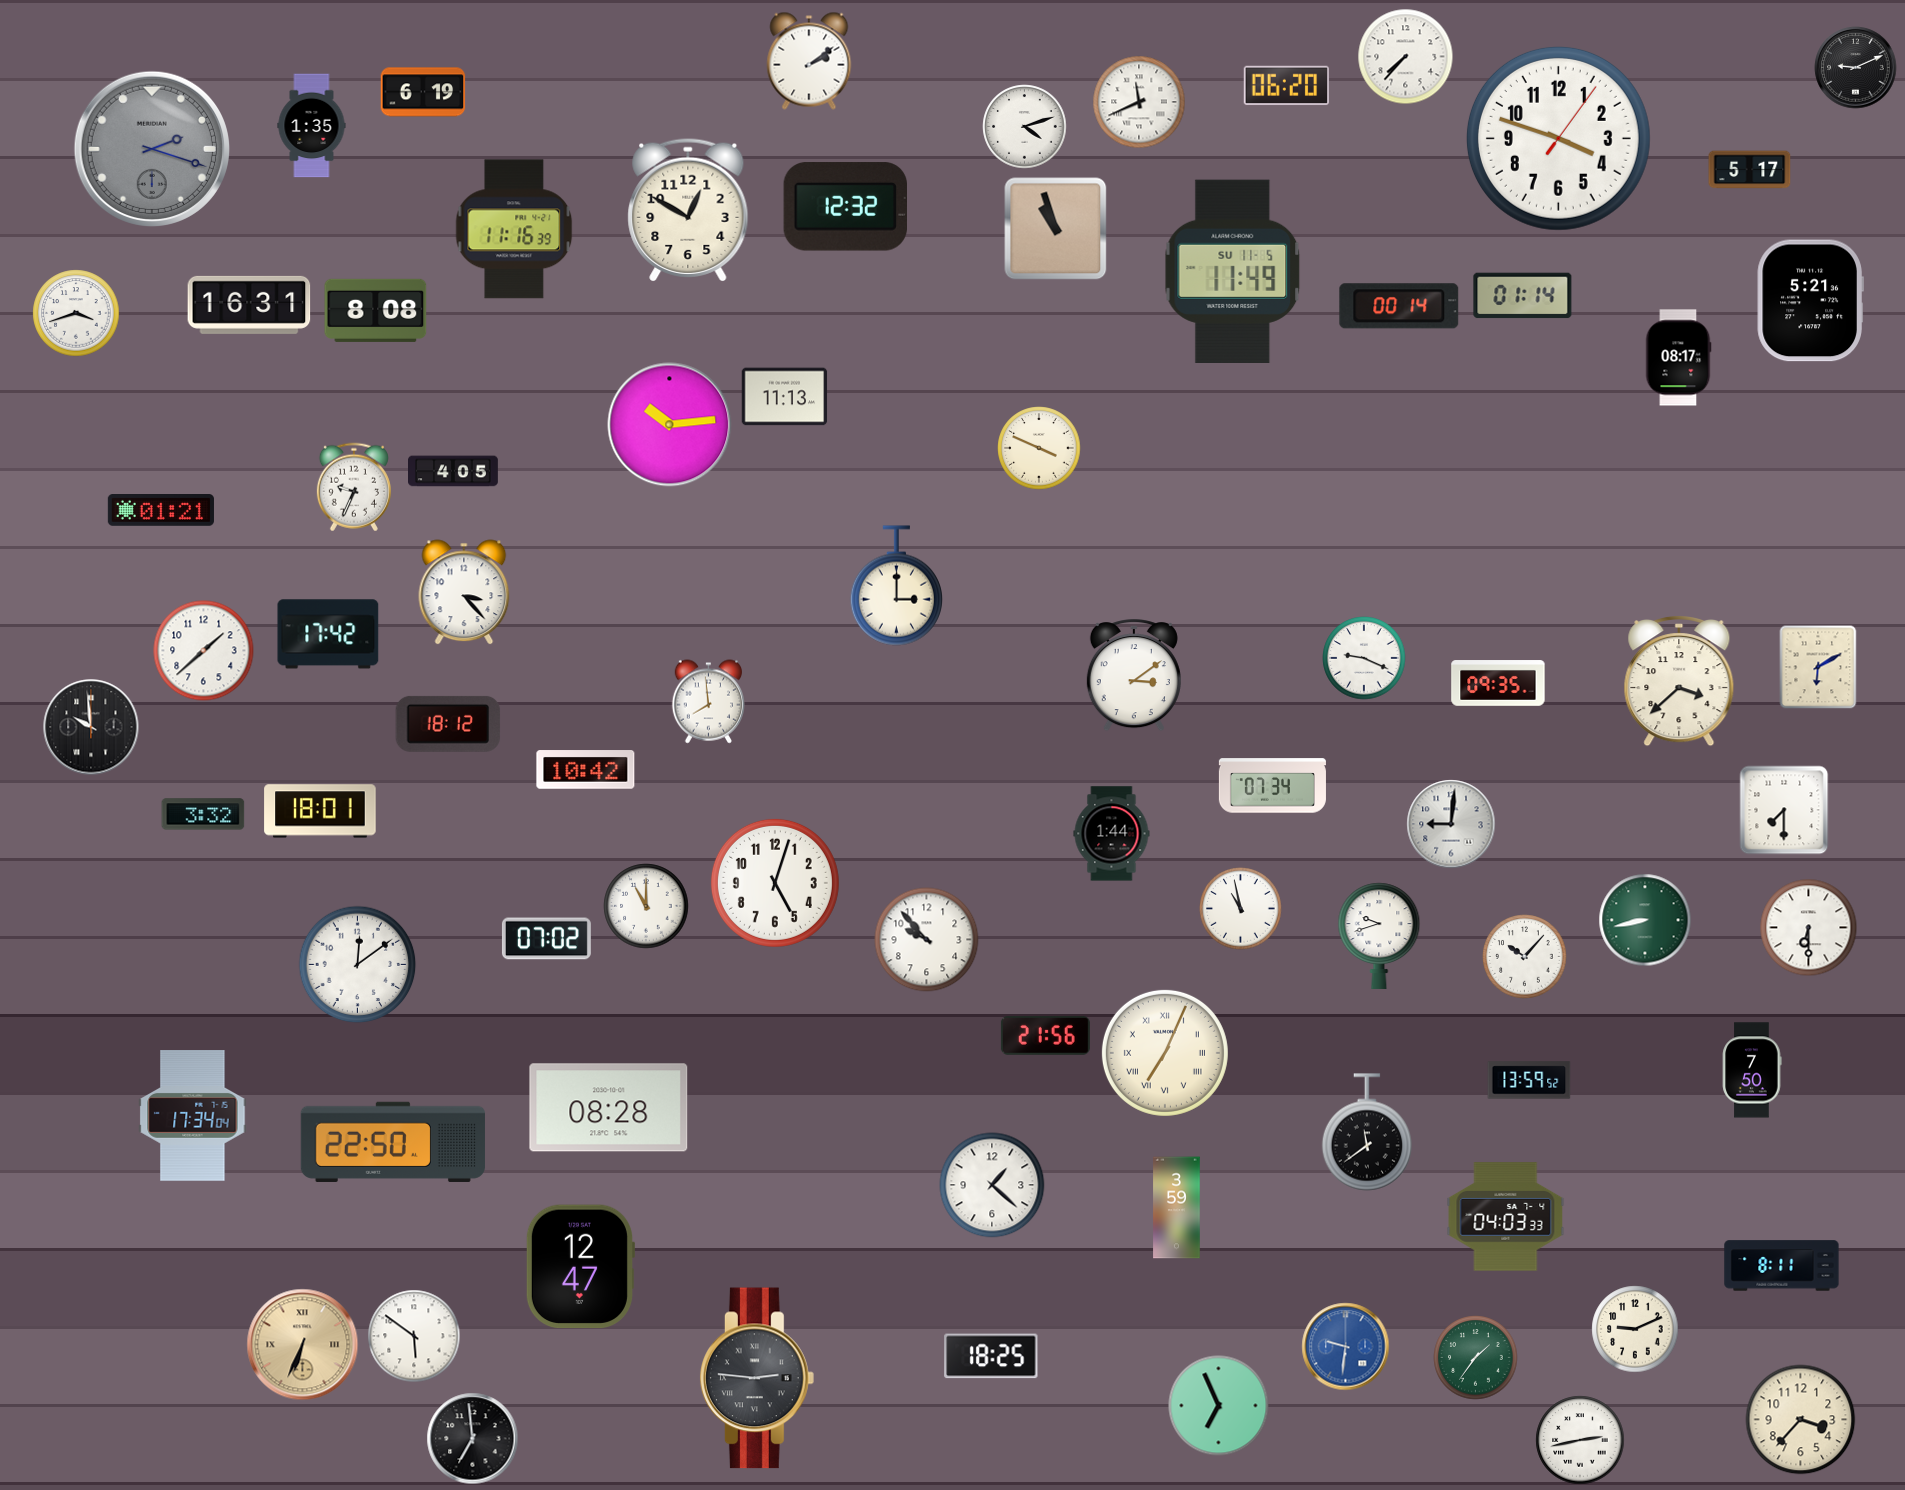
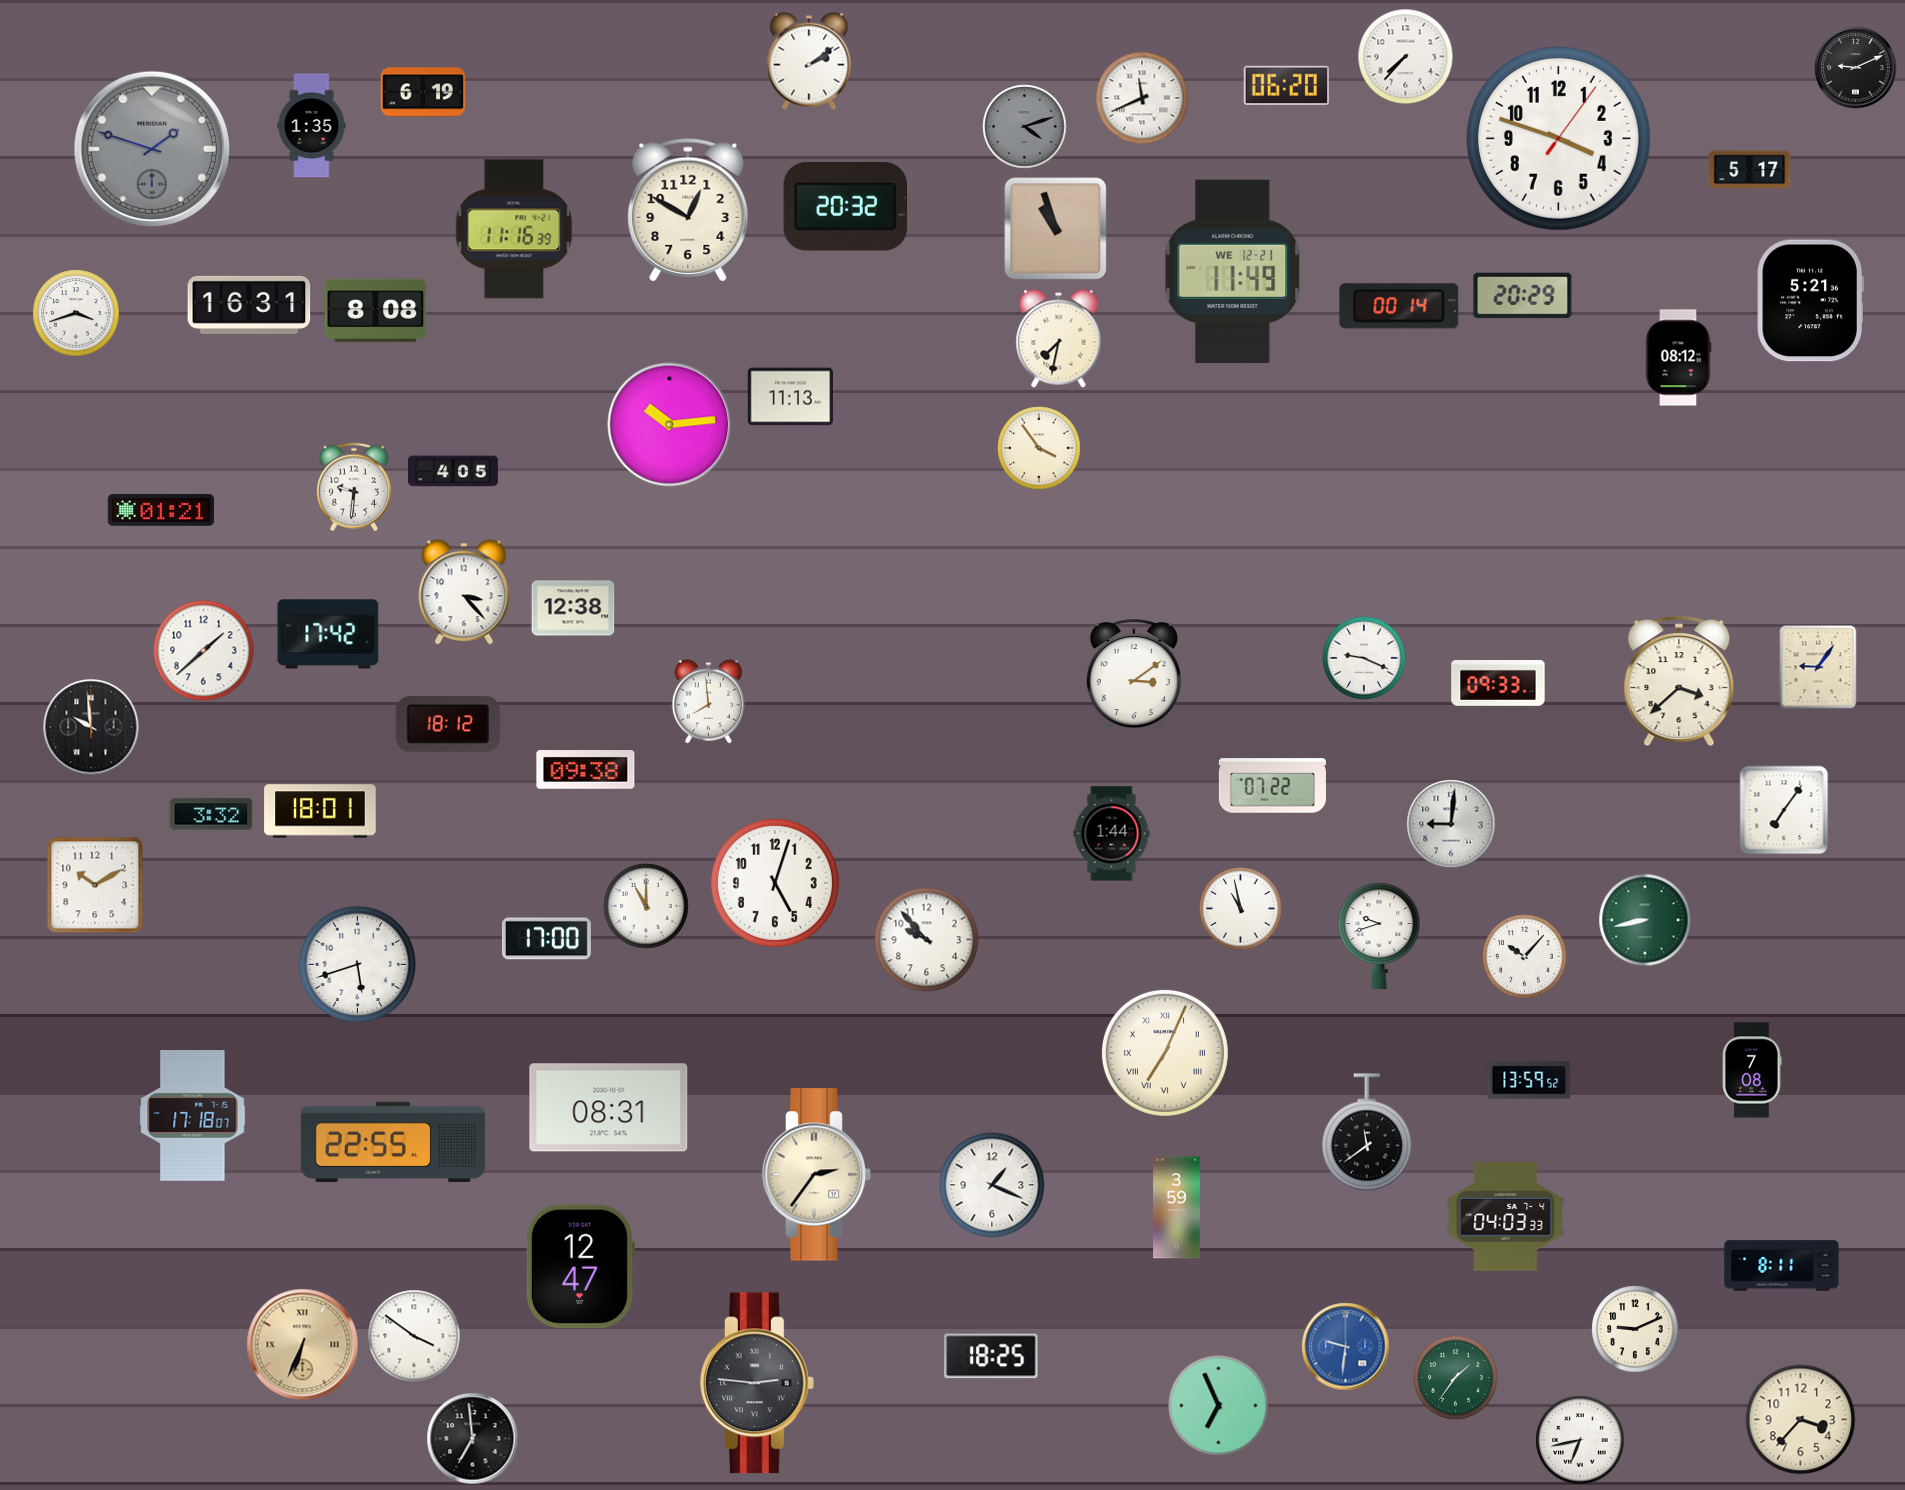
clock at (1139, 102) position: (1139, 102) -> (1142, 98)
clock at (1025, 127) dial: white -> grey
clock at (151, 148): 2:18 -> 1:48
clock at (845, 207): 12:32 -> 20:32
clock at (1233, 271) date: SU 11-5 -> WE 12-21
clock at (1523, 296): 01:14 -> 20:29
clock at (1059, 339): none -> 7:32
clock at (1678, 358): 08:17 -> 08:12
clock at (785, 397) position: (785, 397) -> (791, 397)
clock at (1039, 448): 3:49 -> 3:54
clock at (354, 487): 9:34 -> 9:31
clock at (896, 586): 3:00 -> none
clock at (573, 608): none -> 12:38
clock at (1818, 667): 6:10 -> 9:06
clock at (1498, 683): 09:35 -> 09:33
clock at (586, 770): 10:42 -> 09:38
clock at (1272, 786): 07:34 -> 07:22
clock at (1784, 810): 7:30 -> 7:06
clock at (203, 814) position: (203, 814) -> (211, 814)
clock at (95, 885): none -> 10:10
clock at (1809, 928): 6:30 -> none
clock at (546, 939): 07:02 -> 17:00
clock at (358, 965): 12:09 -> 5:42
clock at (1045, 1035): 21:56 -> none
clock at (1752, 1070): 7:50 -> 7:08
clock at (609, 1108): 08:28 -> 08:31
clock at (193, 1116): 17:34 -> 17:18
clock at (393, 1142): 22:50 -> 22:55
clock at (817, 1175): none -> 2:36
clock at (992, 1185): 1:22 -> 1:19
clock at (414, 1336): 5:51 -> 3:51
clock at (1476, 1358) position: (1476, 1358) -> (1456, 1378)
clock at (757, 1378) position: (757, 1378) -> (757, 1383)
clock at (1580, 1440): 2:43 -> 6:43
